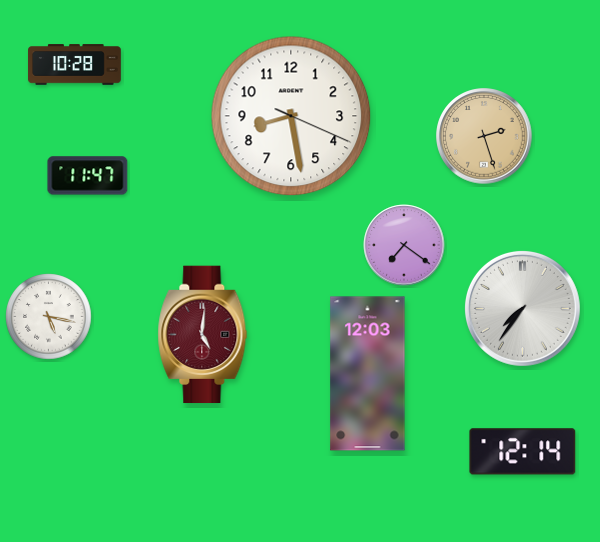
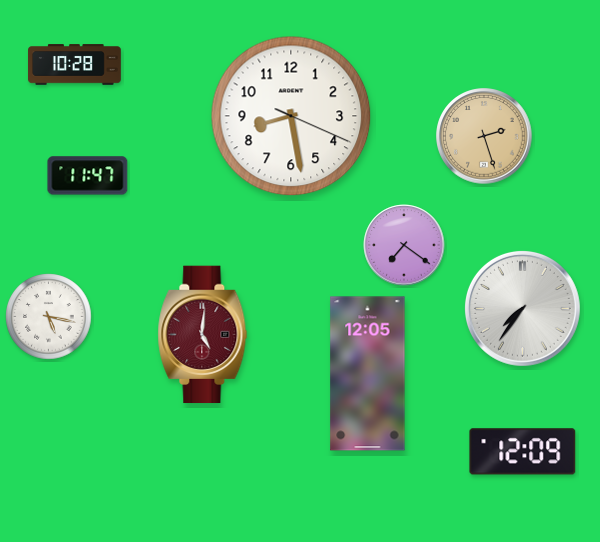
clock at (368, 374): 12:03 -> 12:05
clock at (523, 452): 12:14 -> 12:09
